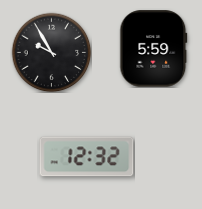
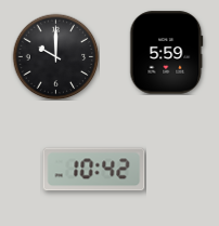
clock at (51, 52): 9:55 -> 10:00
clock at (87, 157): 12:32 -> 10:42
